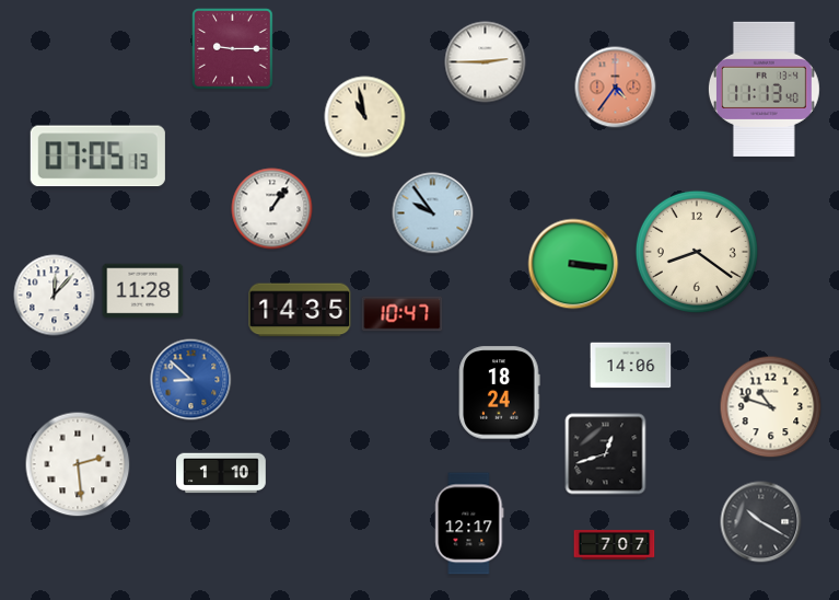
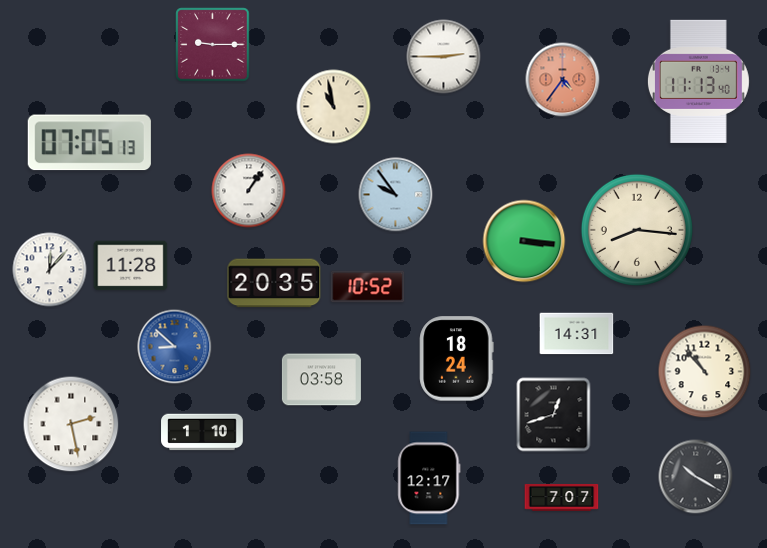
clock at (697, 252): 8:21 -> 8:16
clock at (300, 310): 14:35 -> 20:35
clock at (403, 314): 10:47 -> 10:52
clock at (631, 366): 14:06 -> 14:31
clock at (771, 407): 10:48 -> 10:53
clock at (321, 380): none -> 03:58
clock at (78, 464): 2:29 -> 2:28
